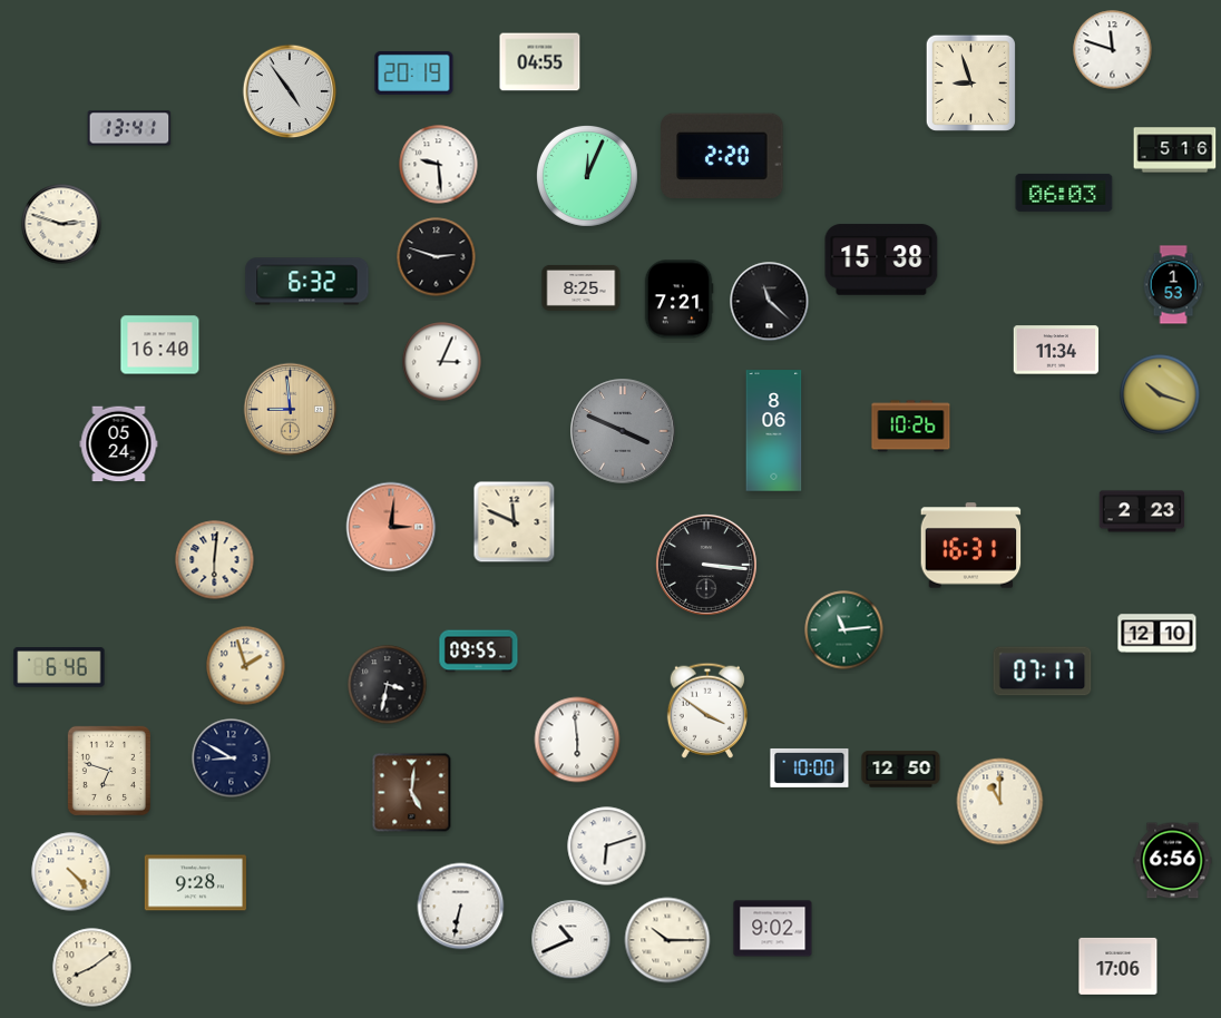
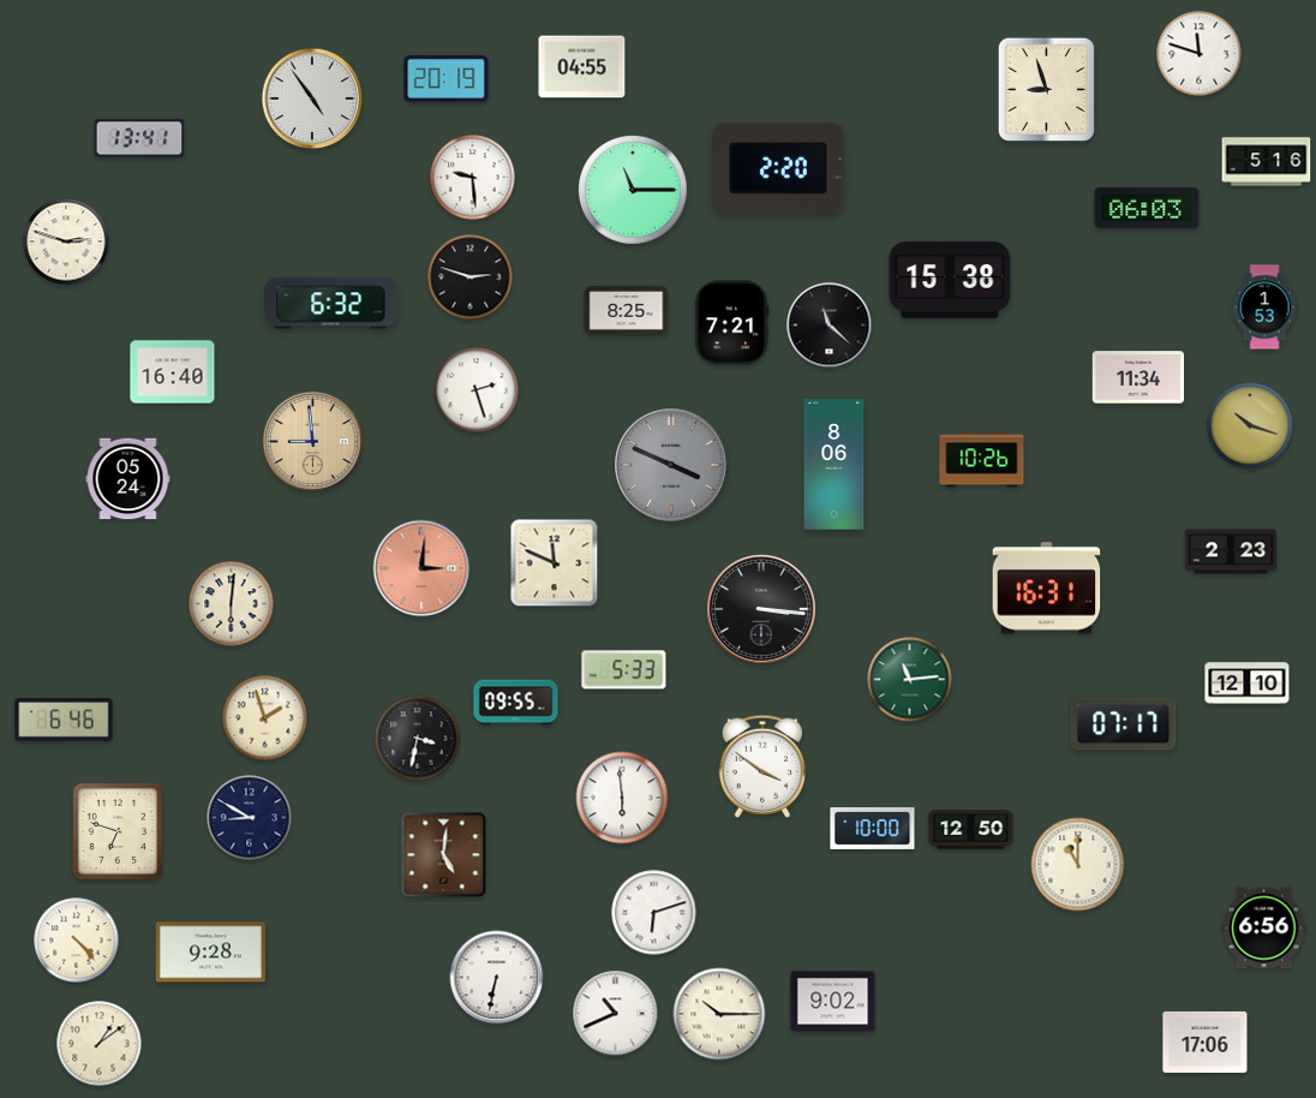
clock at (587, 176): 12:04 -> 11:15
clock at (442, 362): 3:04 -> 2:27
clock at (624, 670): none -> 5:33
clock at (92, 968): 8:09 -> 1:09
